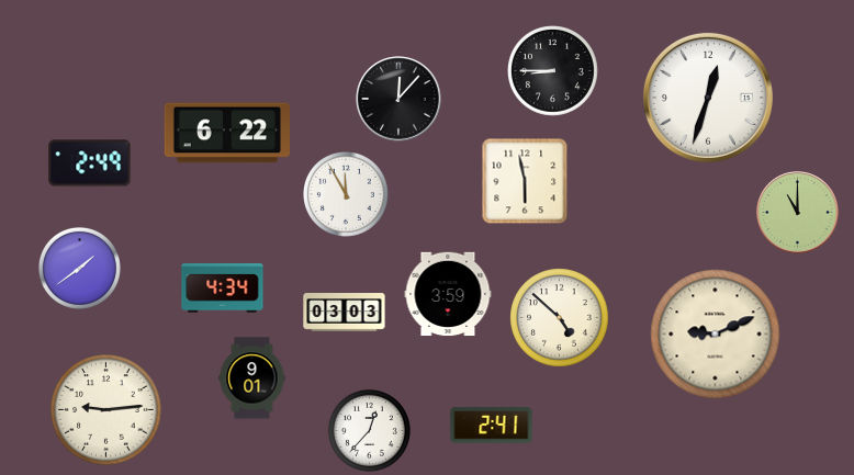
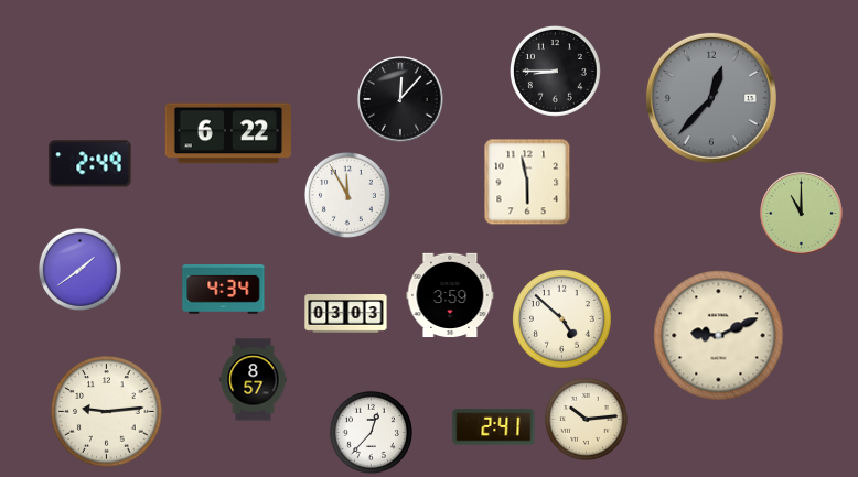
clock at (708, 98): 12:33 -> 12:37
clock at (708, 98) dial: white -> grey
clock at (252, 378): 9:01 -> 8:57
clock at (586, 419): none -> 10:14
